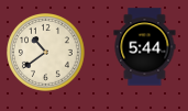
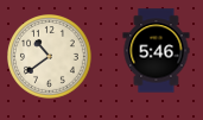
clock at (145, 47): 5:44 -> 5:46
